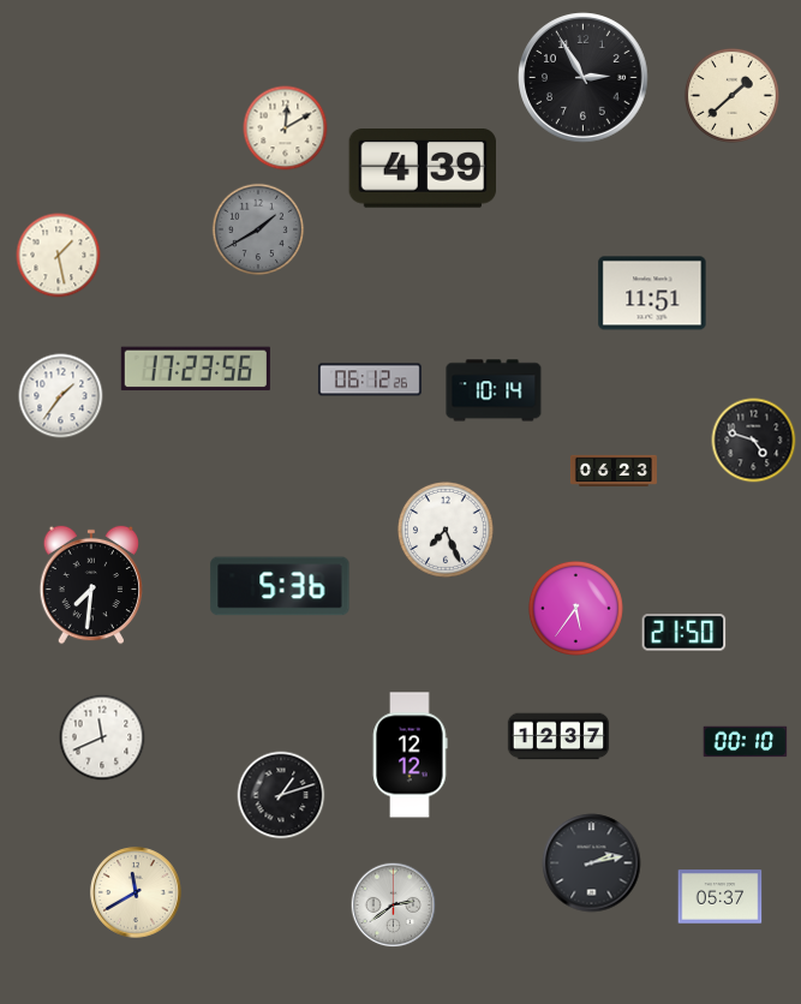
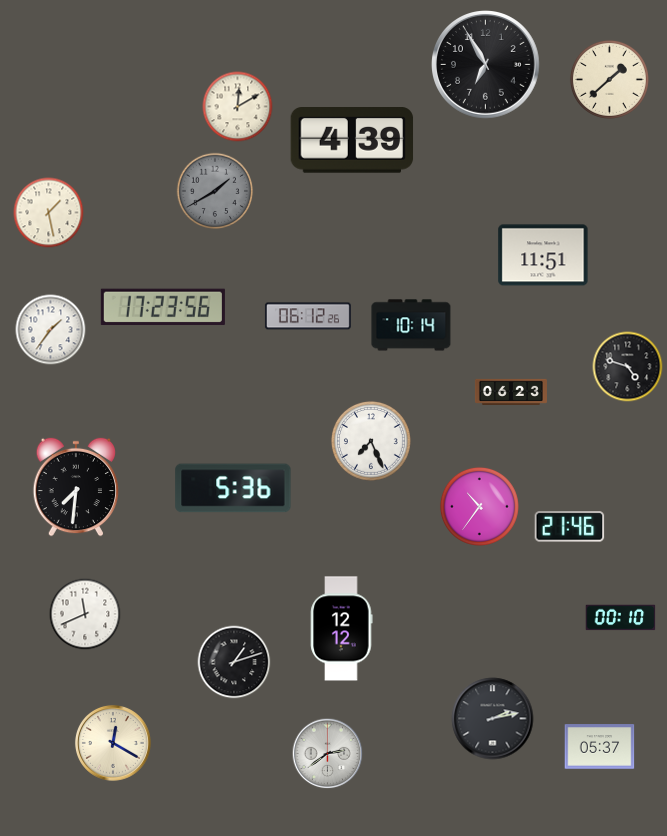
clock at (584, 78): 2:55 -> 6:55
clock at (652, 293) position: (652, 293) -> (543, 255)
clock at (575, 608): 5:36 -> 10:36
clock at (685, 633): 21:50 -> 21:46
clock at (558, 736): 12:37 -> none
clock at (136, 892): 11:40 -> 12:20
